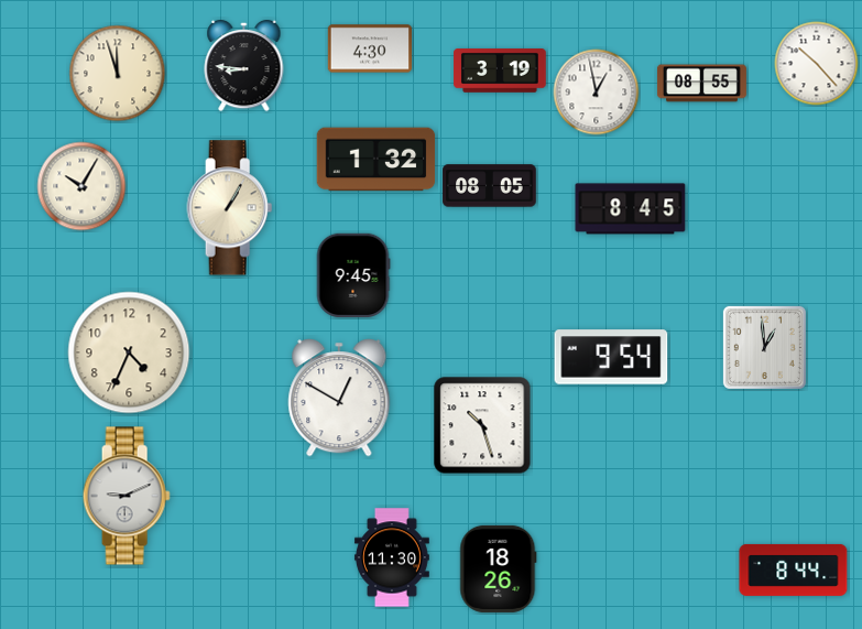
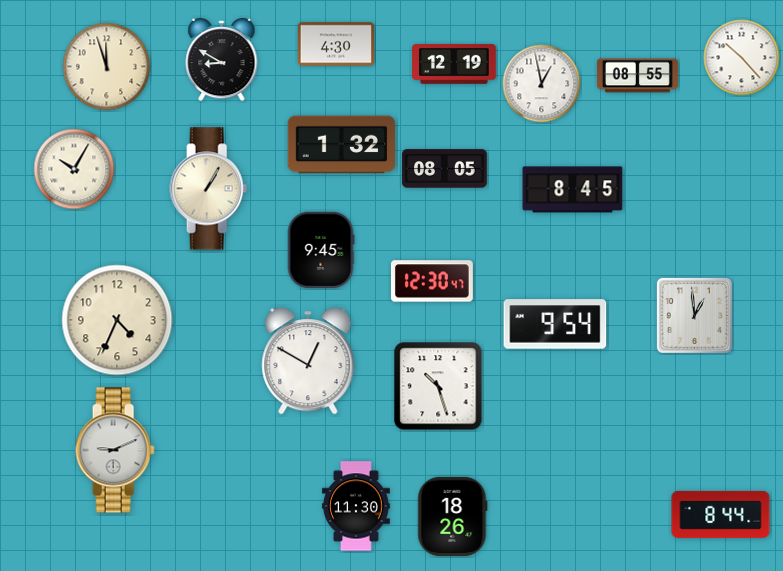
clock at (244, 66): 8:46 -> 8:50
clock at (500, 72): 3:19 -> 12:19
clock at (432, 281): none -> 12:30
clock at (794, 570) position: (794, 570) -> (721, 514)
